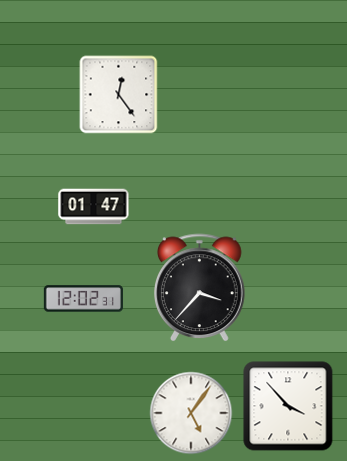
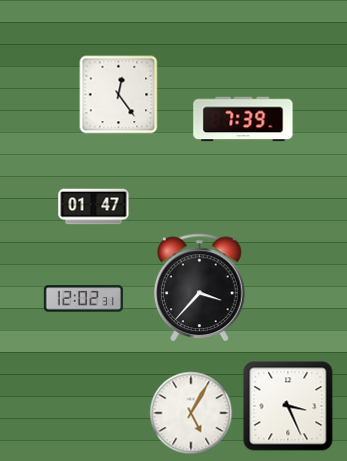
clock at (243, 119): none -> 7:39
clock at (288, 406): 3:53 -> 3:26
clock at (191, 413): 5:06 -> 5:05
